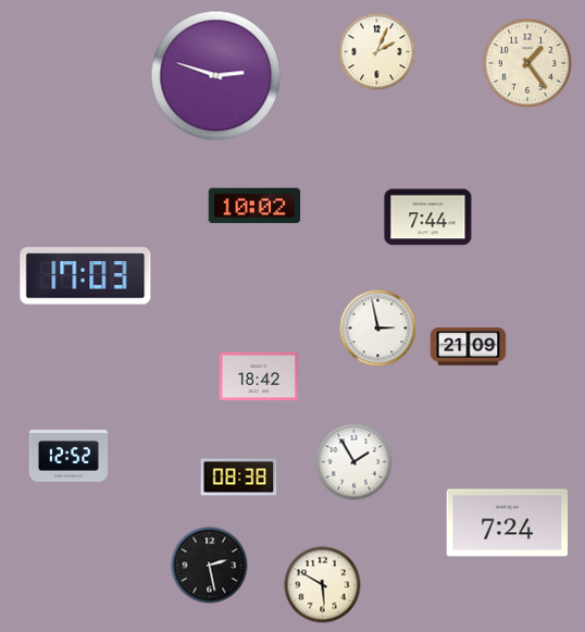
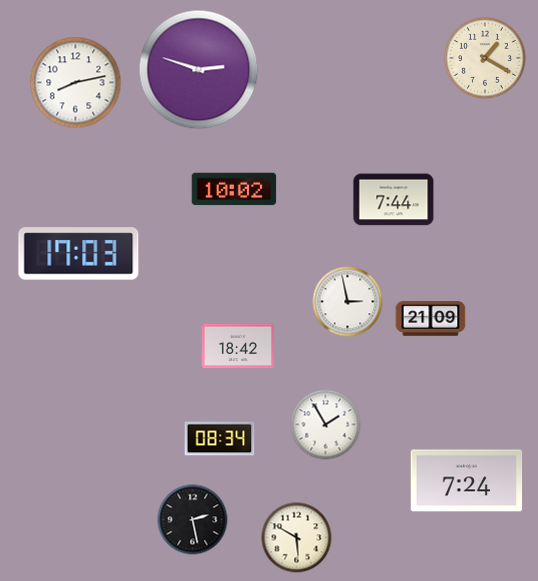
clock at (377, 52): 2:04 -> none
clock at (527, 63): 1:24 -> 1:20
clock at (76, 83): none -> 8:13
clock at (69, 457): 12:52 -> none
clock at (239, 478): 08:38 -> 08:34
